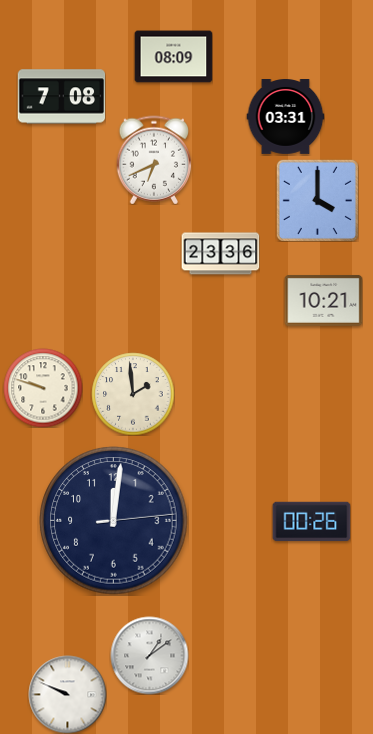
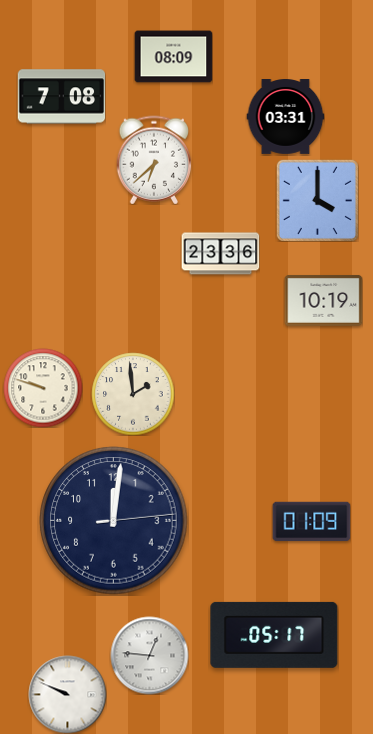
clock at (153, 160): 6:41 -> 6:38
clock at (323, 300): 10:21 -> 10:19
clock at (311, 522): 00:26 -> 01:09
clock at (274, 635): none -> 05:17
clock at (149, 655): 1:09 -> 12:46
